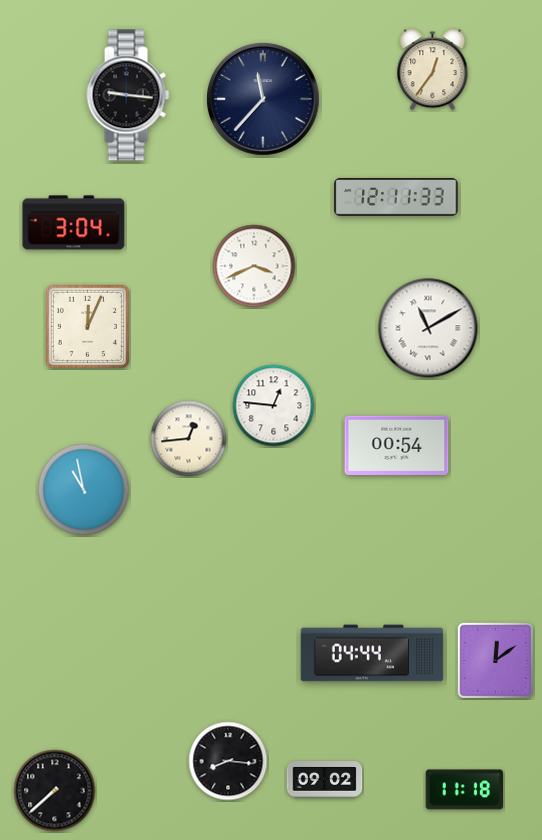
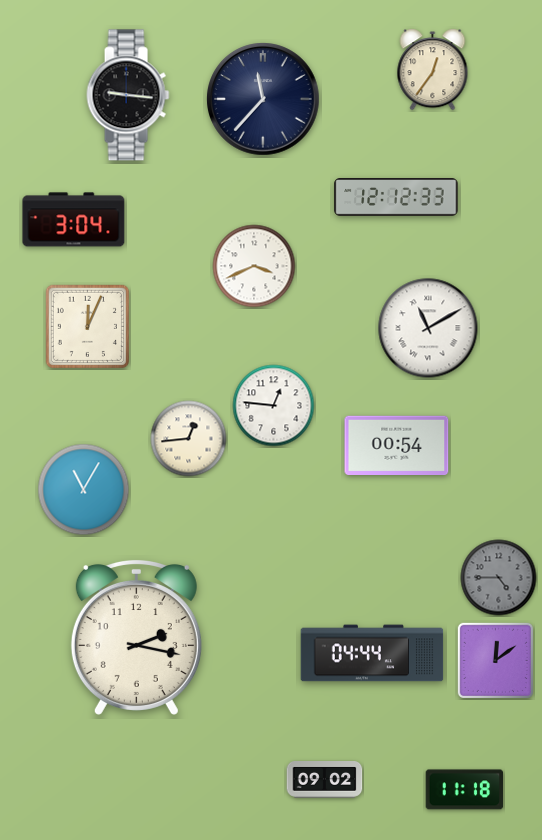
clock at (396, 198): 12:11 -> 12:12
clock at (74, 223) position: (74, 223) -> (74, 220)
clock at (84, 490): 10:58 -> 11:05
clock at (499, 578): none -> 4:45
clock at (136, 637): none -> 2:17
clock at (228, 761): 8:16 -> none
clock at (55, 791): 7:38 -> none
